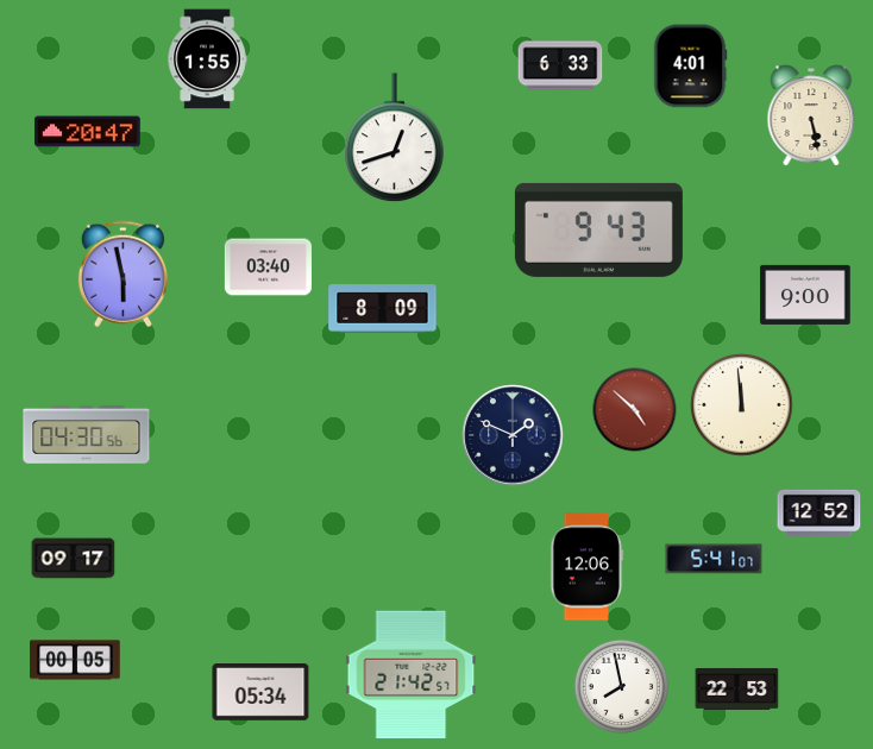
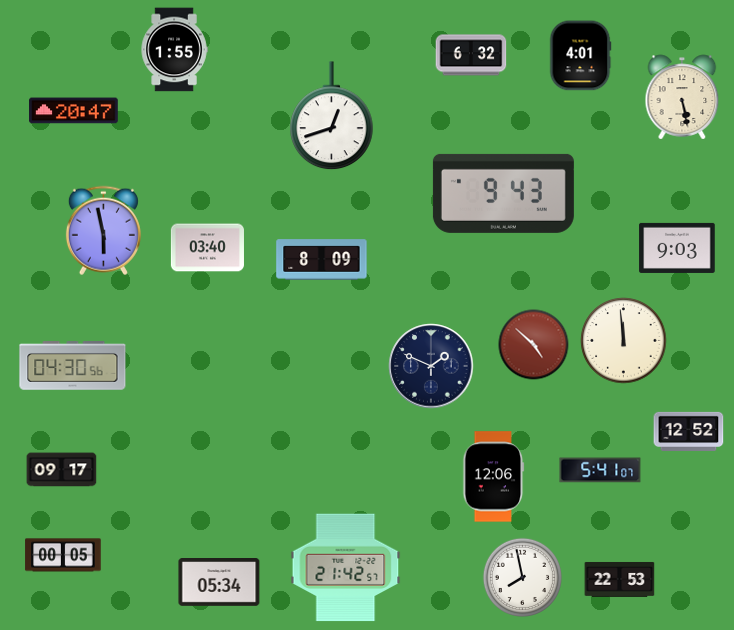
clock at (560, 65): 6:33 -> 6:32
clock at (268, 267) position: (268, 267) -> (207, 248)
clock at (805, 295): 9:00 -> 9:03
